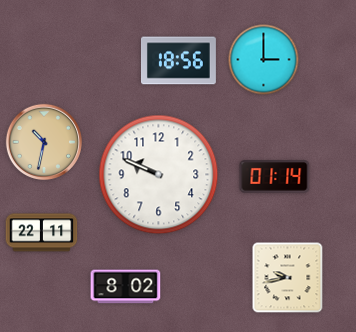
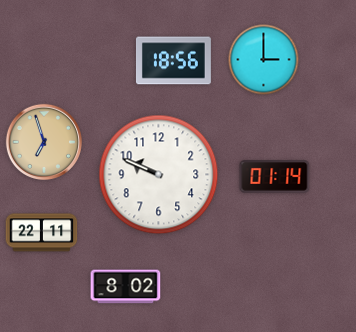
clock at (178, 61) position: (178, 61) -> (173, 61)
clock at (43, 141): 10:32 -> 6:57
clock at (288, 278): 9:43 -> none
